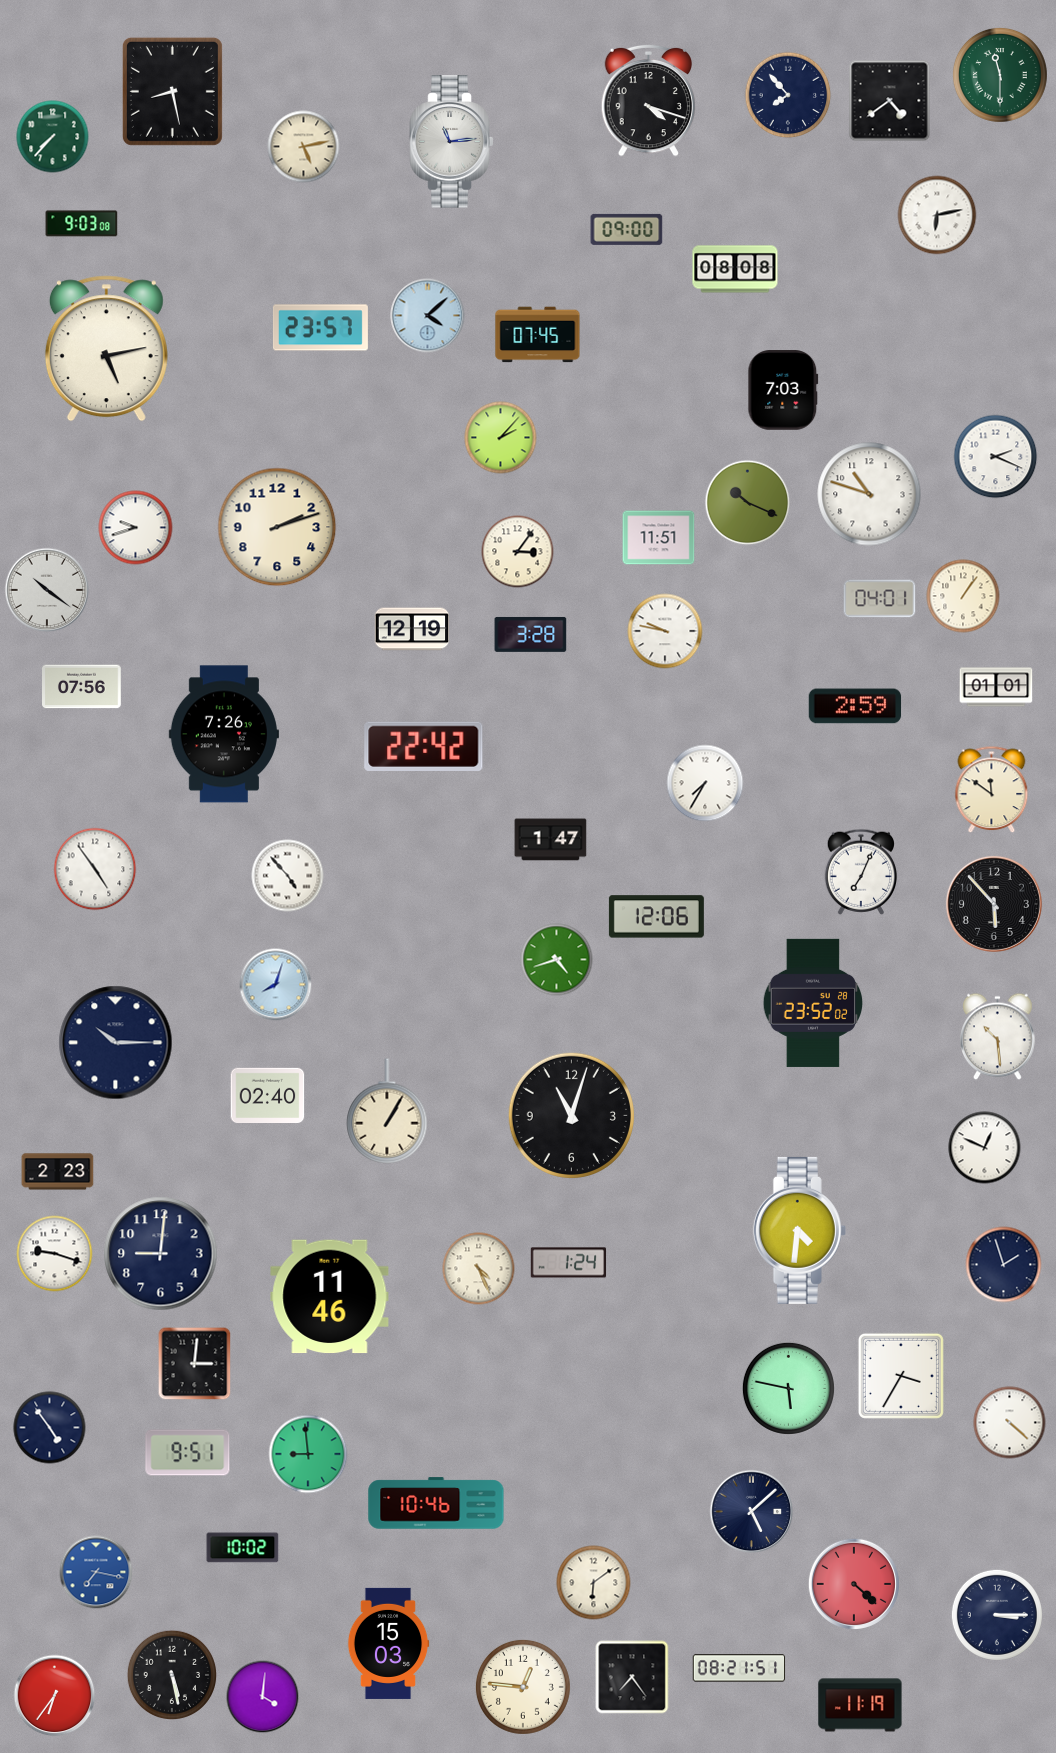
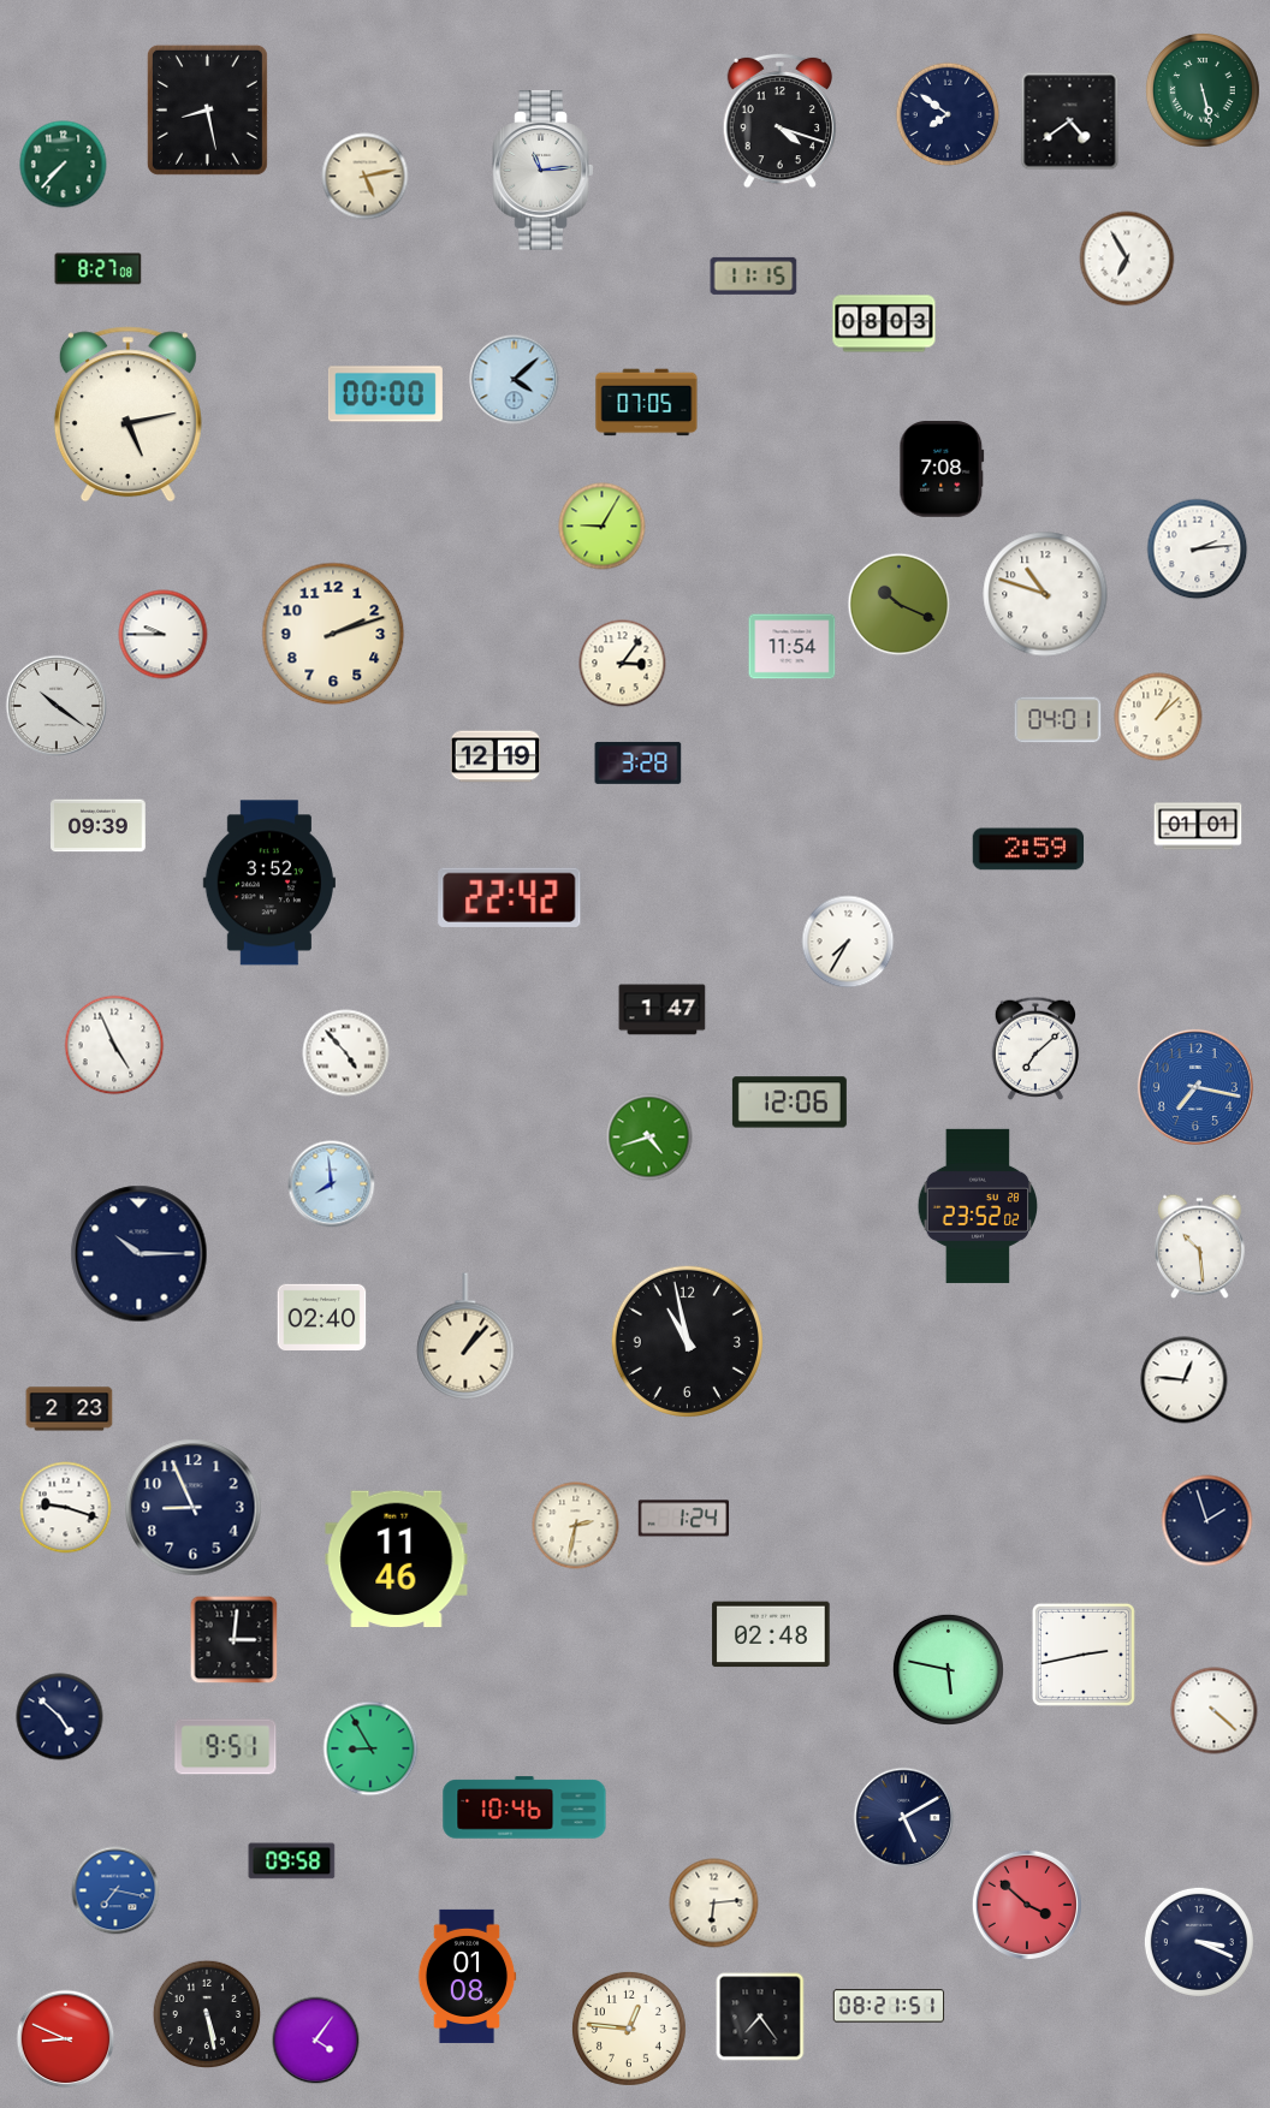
clock at (1000, 75): 11:30 -> 5:28
clock at (788, 95): 7:53 -> 7:51
clock at (937, 215): 6:13 -> 6:55
clock at (82, 224): 9:03 -> 8:27
clock at (627, 229): 09:00 -> 11:15
clock at (735, 269): 08:08 -> 08:03
clock at (320, 328): 23:57 -> 00:00
clock at (538, 335): 07:45 -> 07:05
clock at (106, 349) position: (106, 349) -> (127, 415)
clock at (783, 390): 7:03 -> 7:08
clock at (501, 438): 2:07 -> 9:05
clock at (996, 457): 2:19 -> 2:14
clock at (136, 528): 9:42 -> 9:45
clock at (659, 538): 11:51 -> 11:54
clock at (47, 590) position: (47, 590) -> (57, 706)
clock at (963, 596): 1:06 -> 1:08
clock at (665, 631): 9:47 -> none
clock at (82, 687): 07:56 -> 09:39
clock at (224, 734): 7:26 -> 3:52
clock at (992, 790): 11:51 -> none
clock at (95, 869): 4:54 -> 4:56
clock at (861, 872): 7:04 -> 7:08
clock at (994, 904): 5:53 -> 7:17
clock at (994, 904) dial: black -> blue
clock at (557, 960) position: (557, 960) -> (649, 1138)
clock at (276, 985): 8:03 -> 7:59
clock at (387, 1111): 1:05 -> 1:07
clock at (571, 1115): 11:03 -> 10:58
clock at (985, 1148): 12:49 -> 12:46
clock at (799, 1230): 4:31 -> none
clock at (161, 1254): 9:01 -> 8:56
clock at (479, 1269): 4:26 -> 2:32
clock at (771, 1634): none -> 02:48
clock at (901, 1376): 3:35 -> 2:43
clock at (50, 1428): 4:54 -> 4:52
clock at (308, 1454): 8:59 -> 8:55
clock at (752, 1512): 5:08 -> 5:10
clock at (243, 1548): 10:02 -> 09:58
clock at (594, 1583): 6:09 -> 6:14
clock at (854, 1584): 4:22 -> 3:52
clock at (997, 1615): 3:15 -> 3:19
clock at (388, 1643): 15:03 -> 01:08
clock at (55, 1696): 6:36 -> 8:49
clock at (263, 1697): 4:01 -> 4:06
clock at (860, 1705): 11:19 -> none
